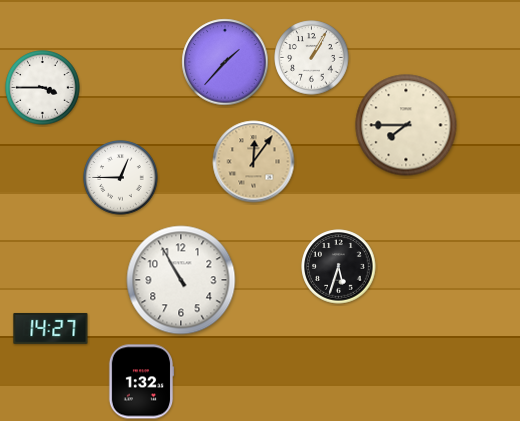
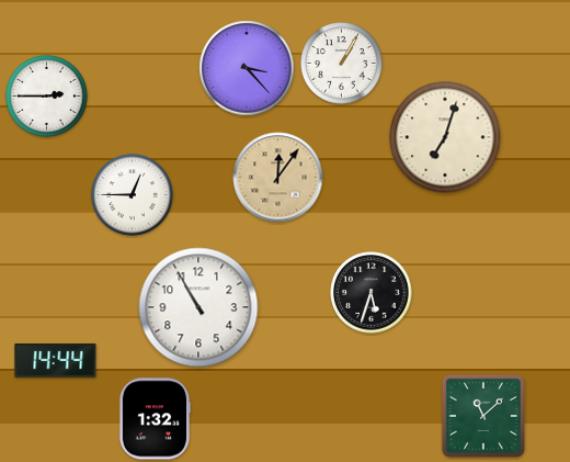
clock at (225, 62): 1:37 -> 3:23
clock at (43, 88): 3:45 -> 2:45
clock at (406, 125): 7:45 -> 7:03
clock at (51, 328): 14:27 -> 14:44
clock at (483, 416): none -> 11:08
